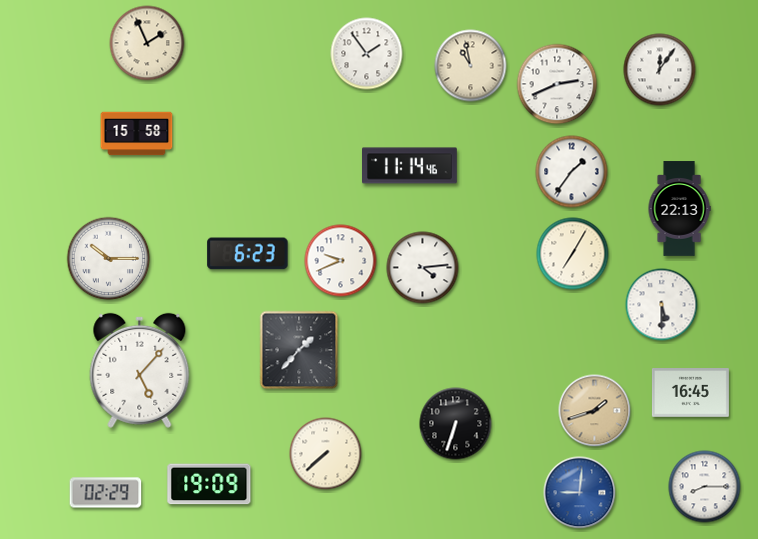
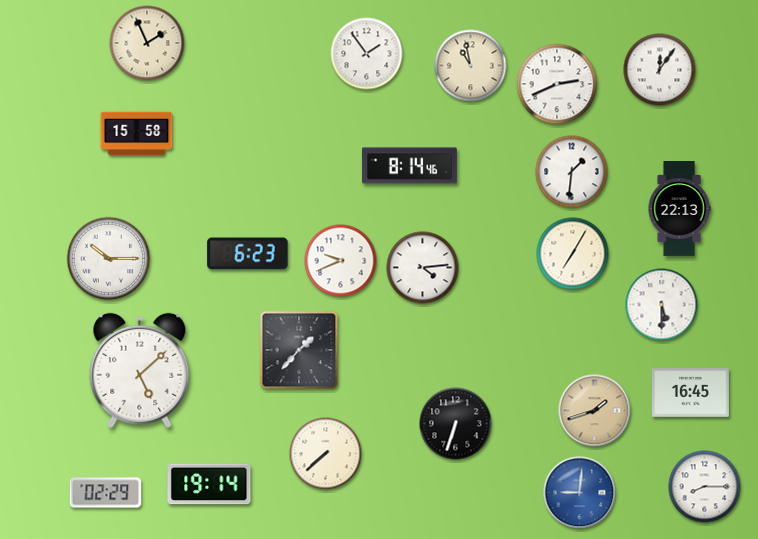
clock at (410, 166): 11:14 -> 8:14
clock at (572, 172): 1:36 -> 1:31
clock at (140, 370): 5:07 -> 5:08
clock at (209, 484): 19:09 -> 19:14
